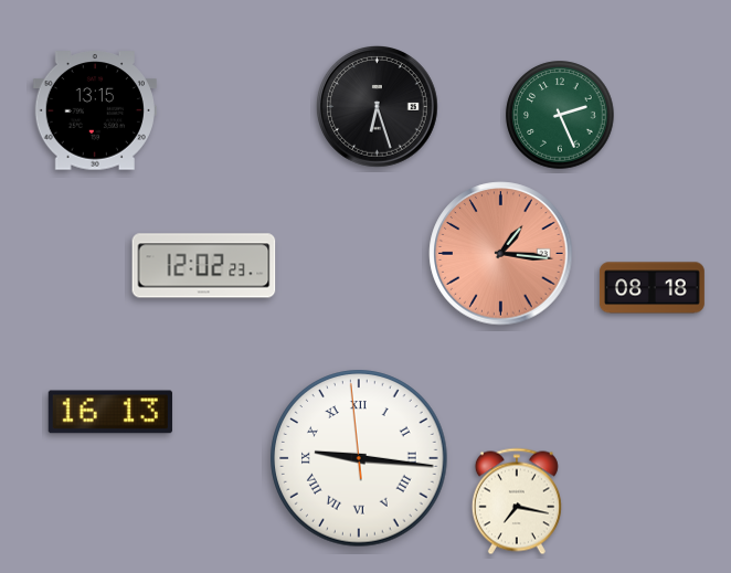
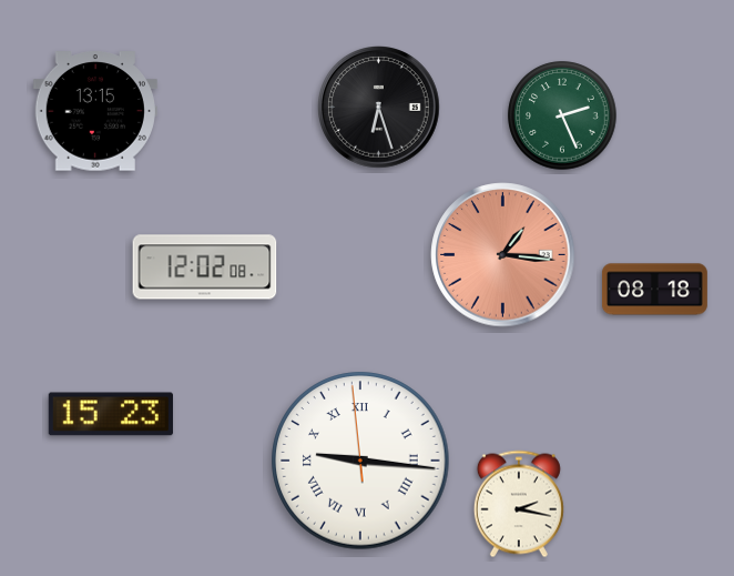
clock at (204, 266): 12:02:23 -> 12:02:08
clock at (110, 412): 16:13 -> 15:23
clock at (517, 501): 7:17 -> 2:17
